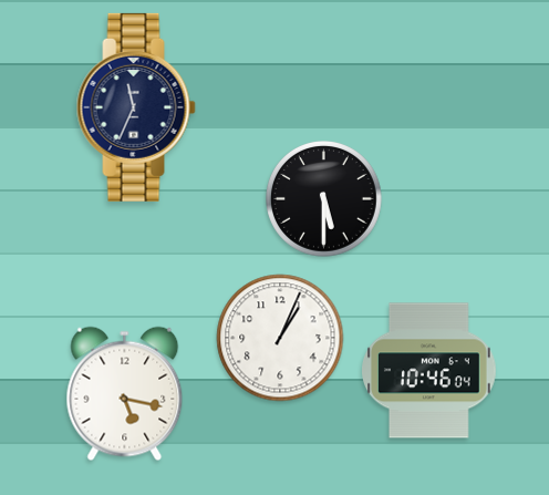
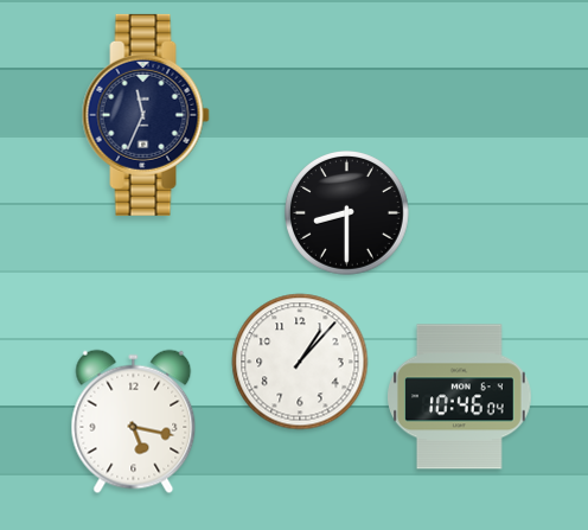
clock at (324, 199): 5:30 -> 8:30
clock at (280, 338): 1:04 -> 1:07
